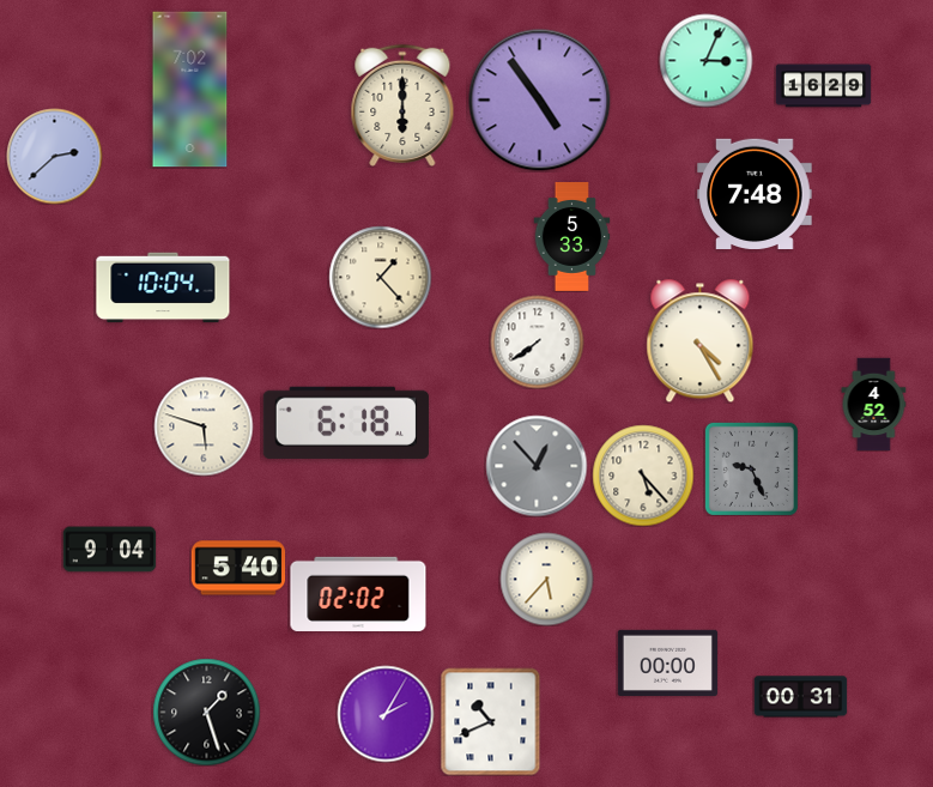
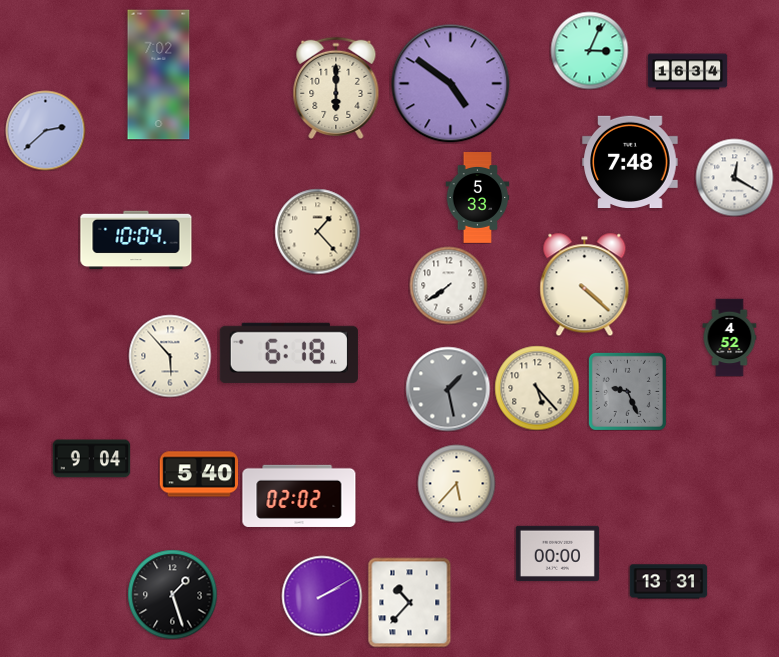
clock at (823, 86): 16:29 -> 16:34
clock at (540, 101): 4:54 -> 4:51
clock at (734, 177): none -> 12:20
clock at (701, 340): 4:25 -> 4:22
clock at (204, 426): 5:48 -> 5:53
clock at (537, 466): 12:53 -> 1:28
clock at (643, 476) position: (643, 476) -> (537, 388)
clock at (800, 697): 00:31 -> 13:31
clock at (386, 714): 2:05 -> 2:10
clock at (491, 721): 10:41 -> 10:37
